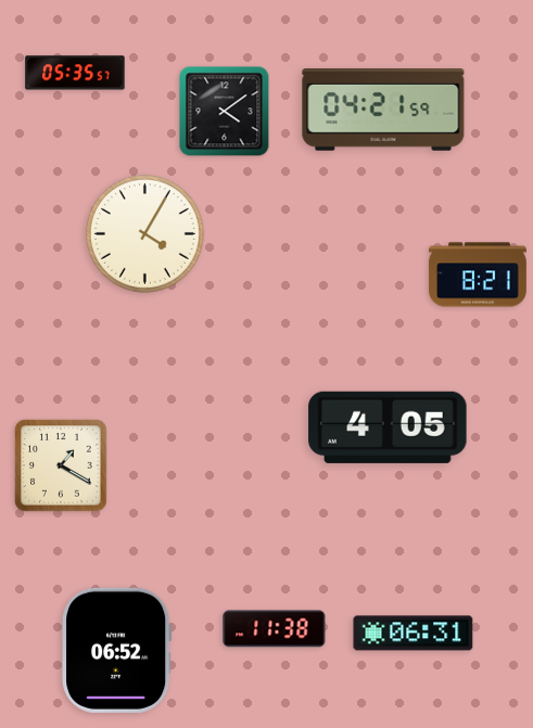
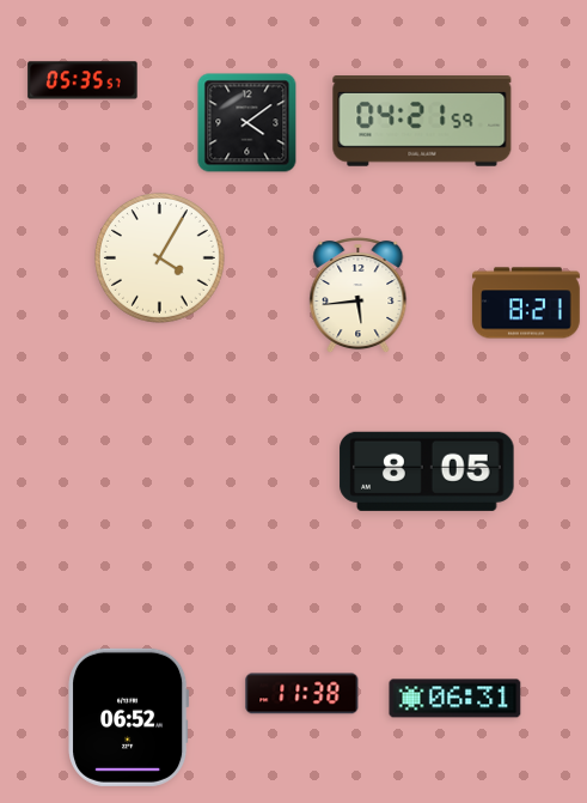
clock at (359, 296): none -> 5:44
clock at (388, 427): 4:05 -> 8:05
clock at (61, 465): 1:20 -> none
